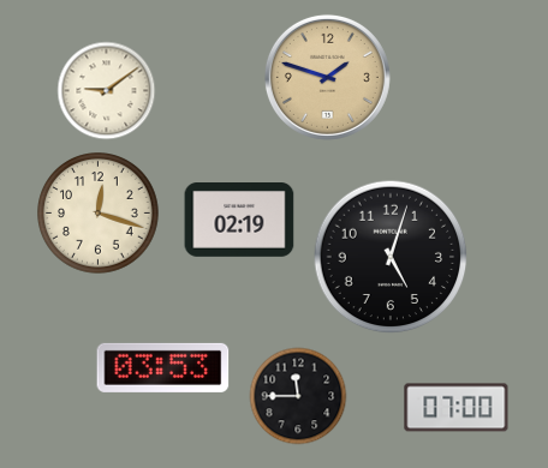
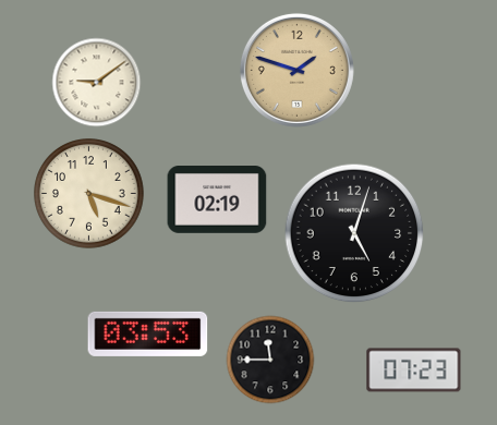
clock at (99, 214): 12:18 -> 5:18
clock at (457, 408): 07:00 -> 07:23
